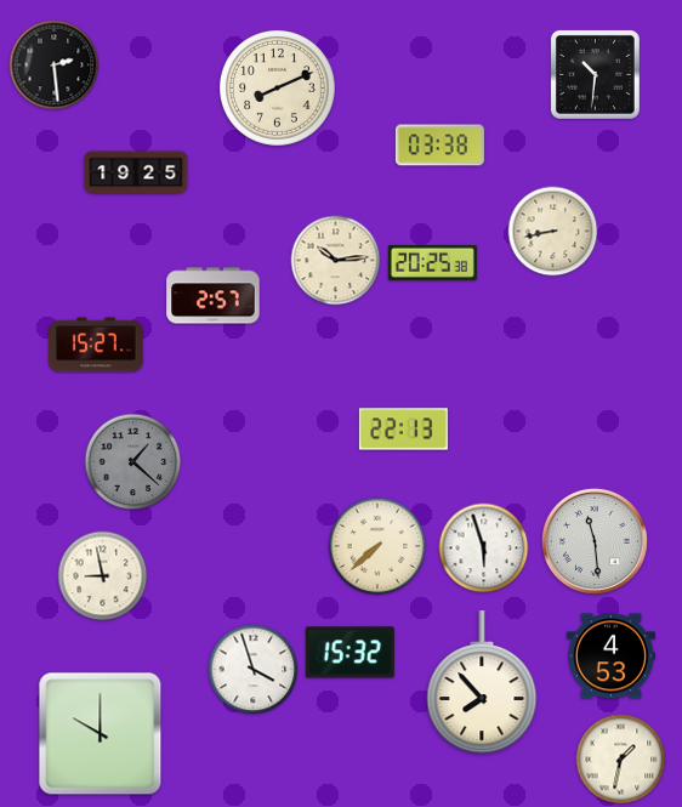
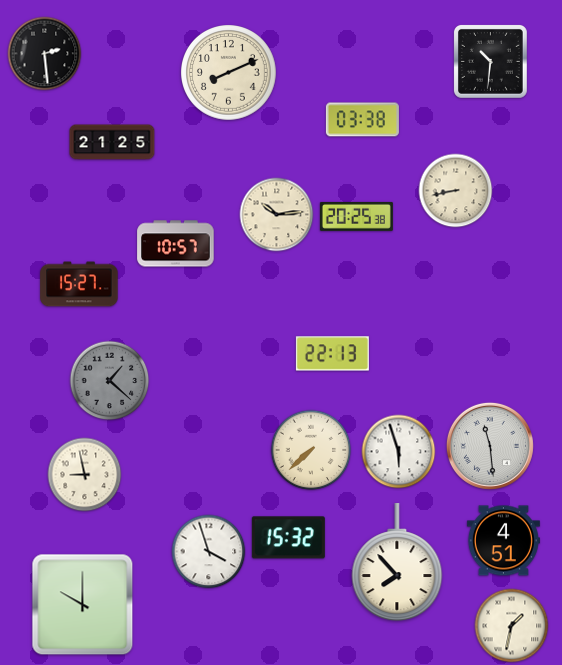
clock at (136, 172): 19:25 -> 21:25
clock at (214, 296): 2:57 -> 10:57
clock at (610, 657): 4:53 -> 4:51
